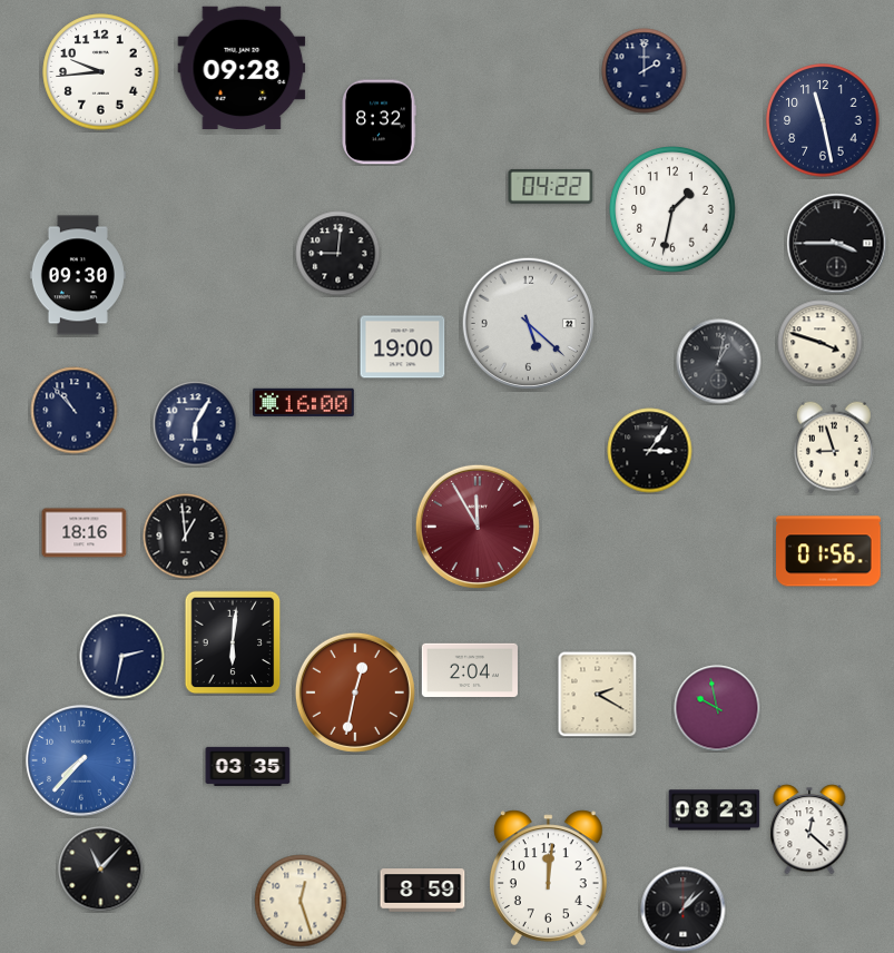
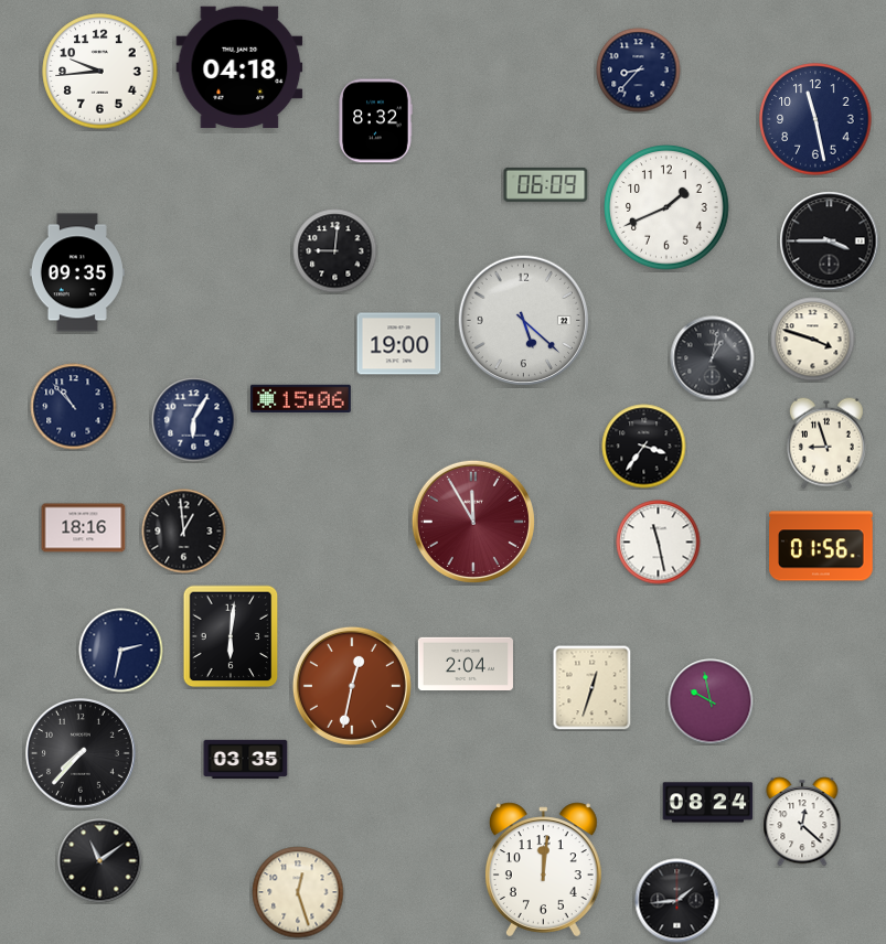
clock at (242, 68): 09:28 -> 04:18
clock at (645, 71): 2:00 -> 8:37
clock at (551, 186): 04:22 -> 06:09
clock at (672, 209): 1:32 -> 1:41
clock at (78, 275): 09:30 -> 09:35
clock at (303, 402): 16:00 -> 15:06
clock at (650, 451): 3:06 -> 3:36
clock at (659, 543): none -> 11:28
clock at (598, 694): 2:20 -> 12:33
clock at (82, 762) dial: blue -> black
clock at (715, 810): 08:23 -> 08:24
clock at (101, 870): 11:07 -> 11:09
clock at (423, 891): 8:59 -> none
clock at (684, 910): 1:08 -> 1:44
